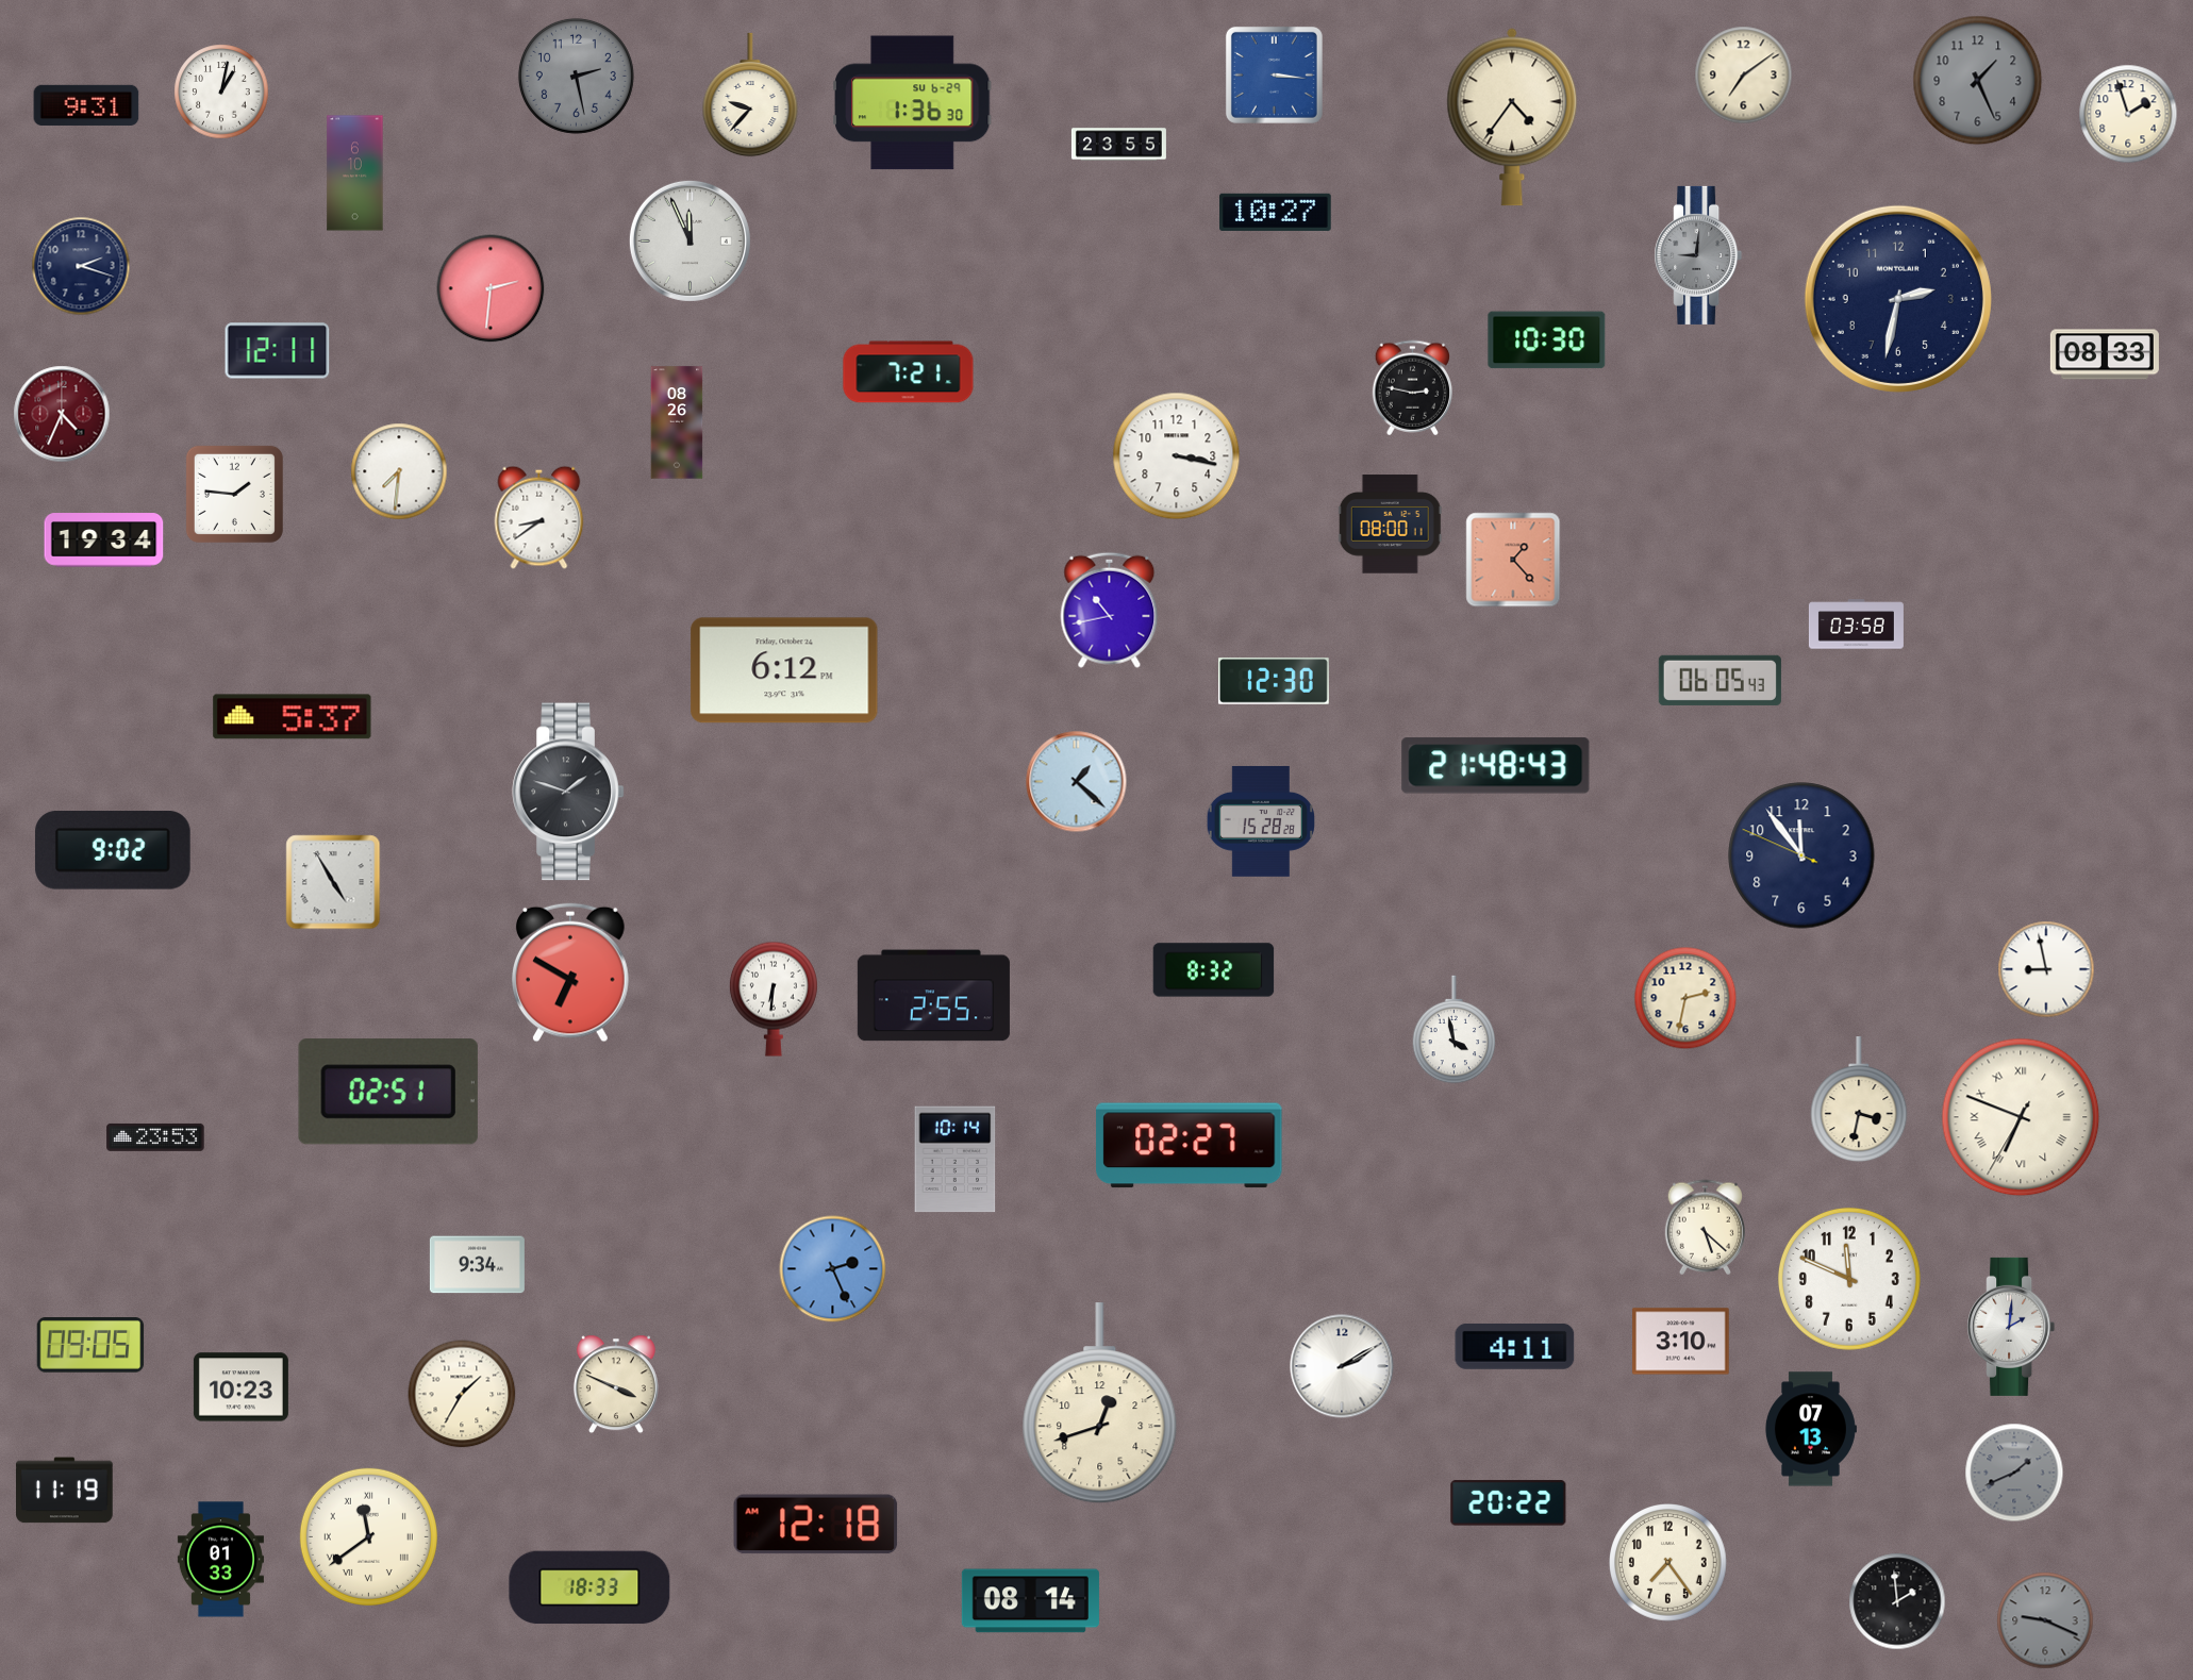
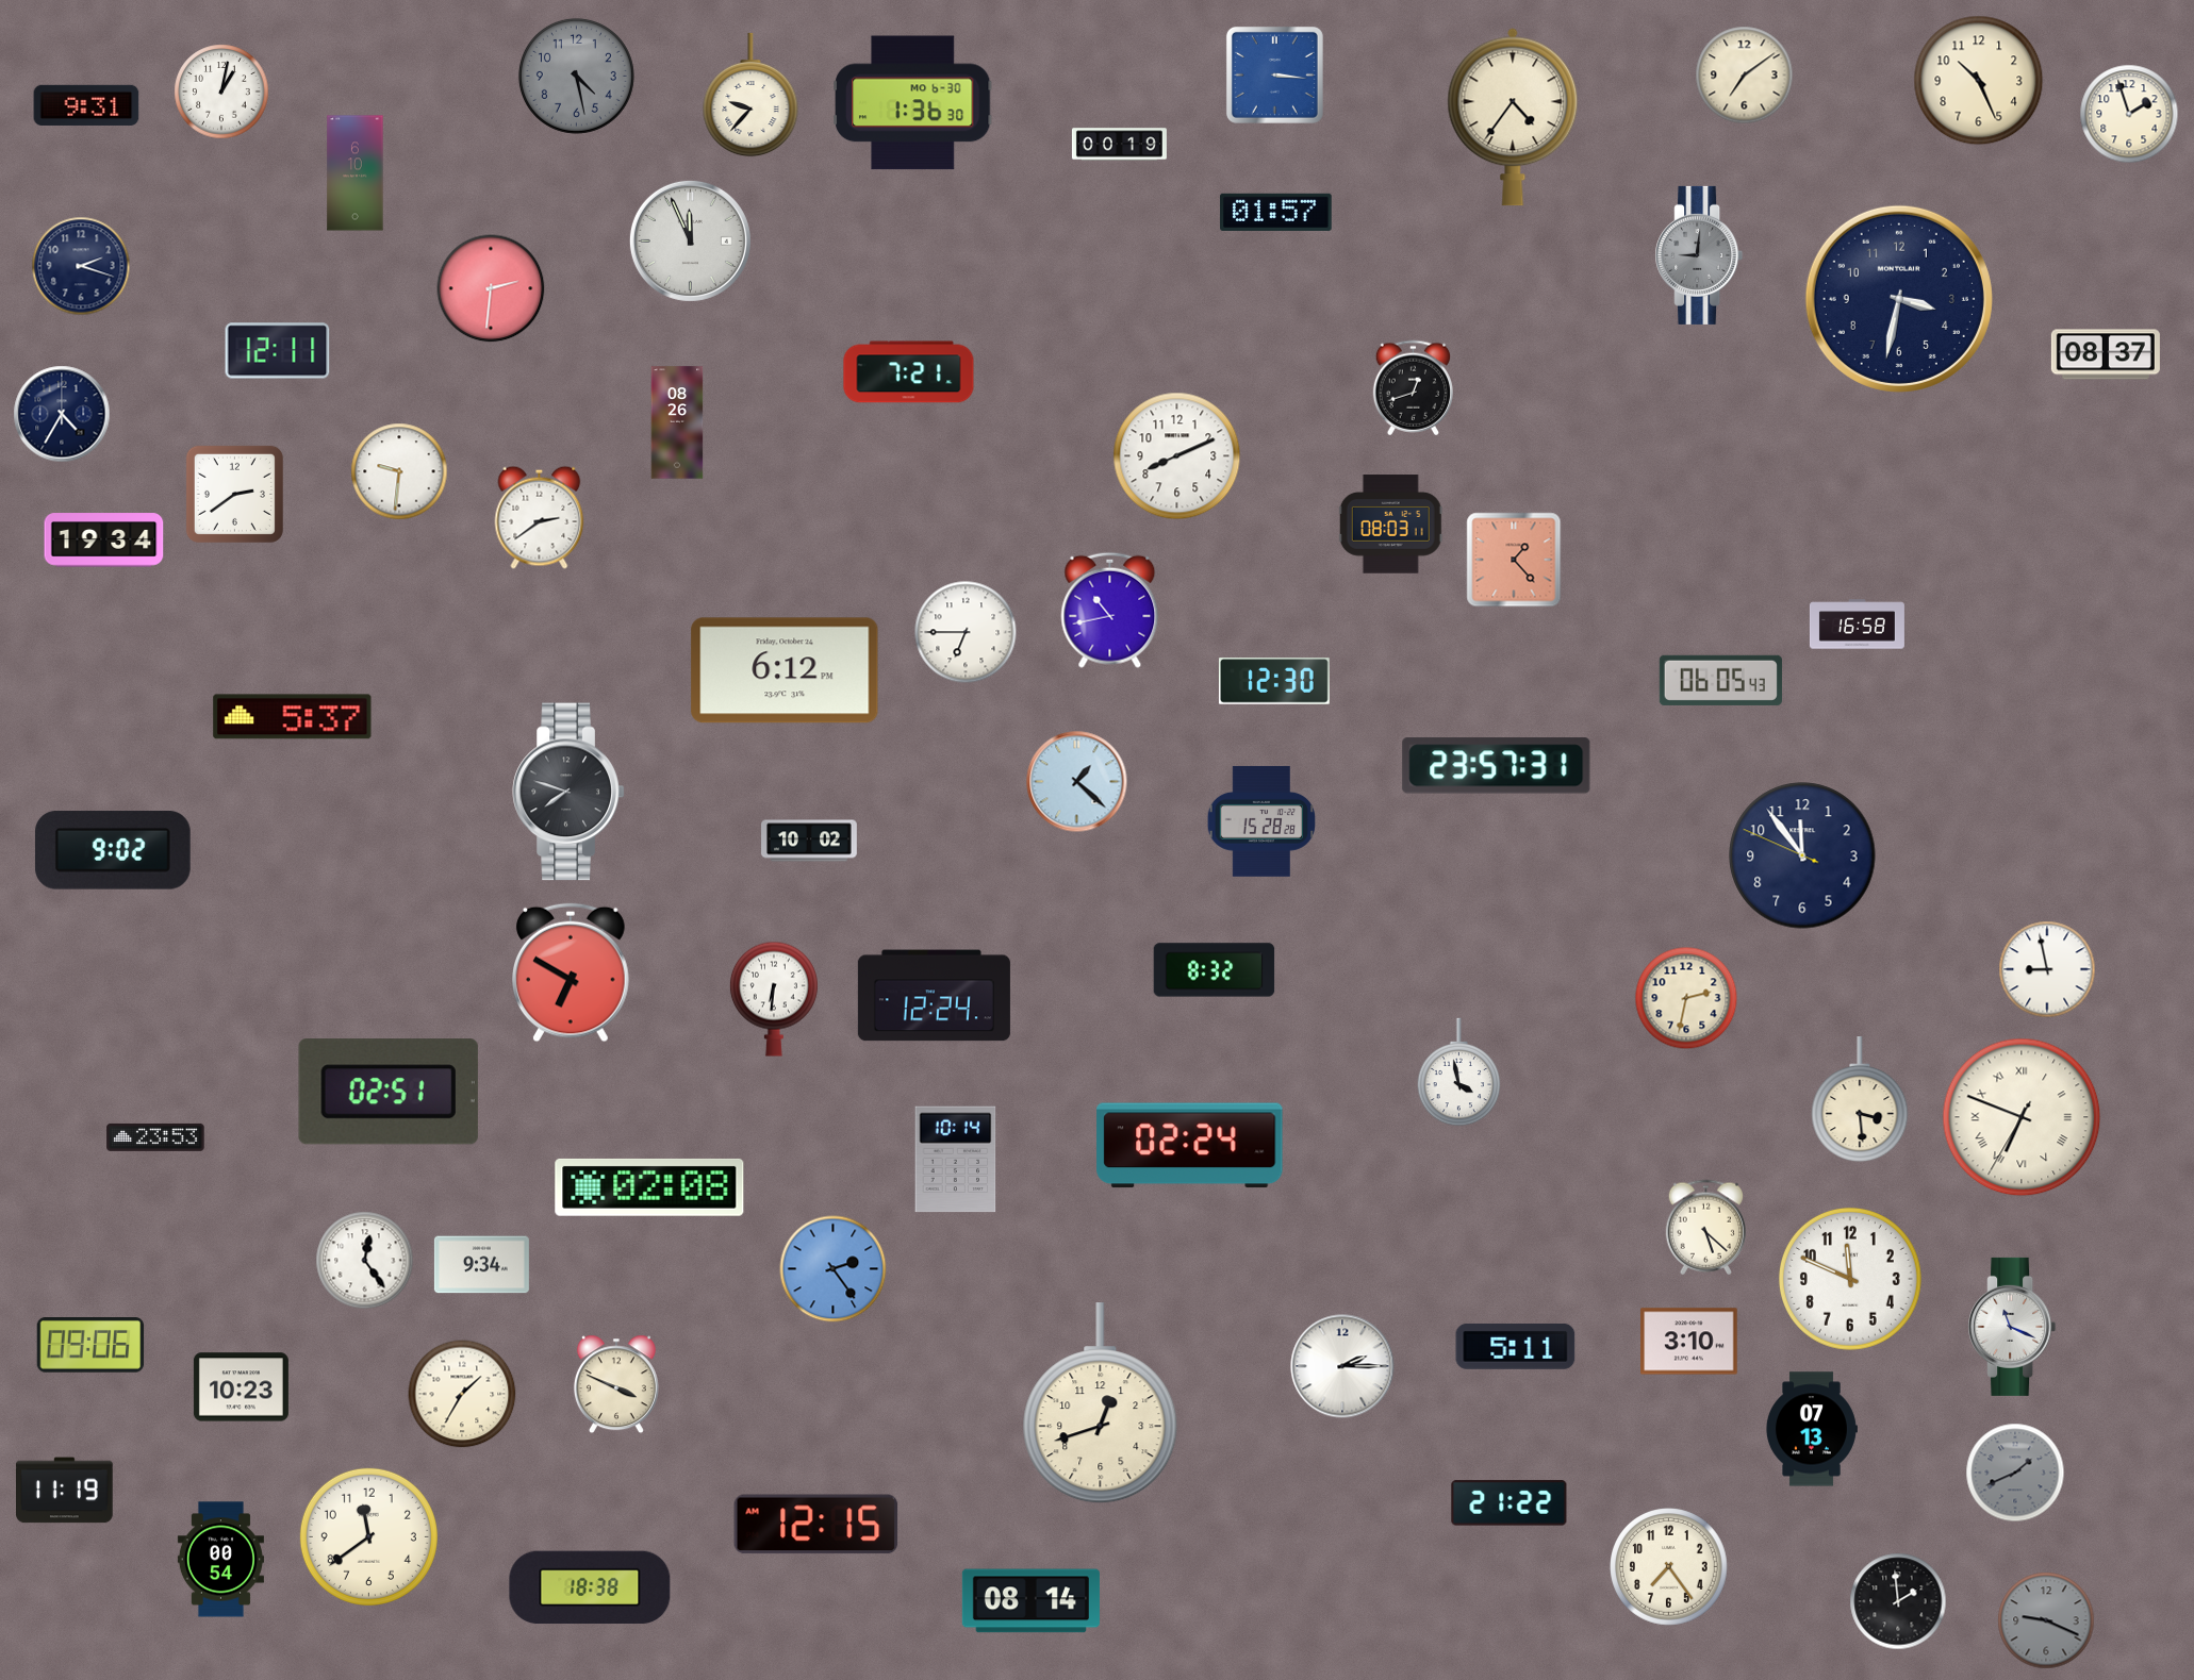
clock at (576, 76): 2:28 -> 4:28
clock at (1978, 81): 1:26 -> 10:26
clock at (1978, 81) dial: grey -> cream
clock at (912, 103) date: SU 6-29 -> MO 6-30
clock at (1118, 145): 23:55 -> 00:19
clock at (1276, 212): 10:27 -> 01:57
clock at (1898, 299): 2:32 -> 3:32
clock at (1547, 340): 10:30 -> none
clock at (2105, 354): 08:33 -> 08:37
clock at (1412, 388): 2:47 -> 12:42
clock at (62, 414): 4:34 -> 4:35
clock at (62, 414) dial: burgundy -> navy
clock at (1177, 456): 3:17 -> 8:11
clock at (399, 471): 7:31 -> 9:31
clock at (234, 494): 1:46 -> 2:39
clock at (539, 517): 8:39 -> 2:39
clock at (1390, 525): 08:00 -> 08:03
clock at (1856, 625): 03:58 -> 16:58
clock at (966, 632): none -> 6:45
clock at (1496, 766): 21:48 -> 23:57
clock at (568, 792): 1:48 -> 7:48
clock at (810, 841): none -> 10:02
clock at (333, 882): 4:55 -> none
clock at (933, 996): 2:55 -> 12:24
clock at (1455, 1030) position: (1455, 1030) -> (1459, 1072)
clock at (1859, 1100): 3:32 -> 3:29
clock at (1190, 1146): 02:27 -> 02:24
clock at (649, 1187): none -> 02:08
clock at (365, 1261): none -> 12:24
clock at (477, 1265) position: (477, 1265) -> (481, 1265)
clock at (833, 1269): 2:26 -> 2:24
clock at (2011, 1327): 2:01 -> 11:19
clock at (1681, 1342) position: (1681, 1342) -> (1689, 1342)
clock at (90, 1346): 09:05 -> 09:06
clock at (1515, 1346): 4:11 -> 5:11
clock at (1342, 1366): 2:10 -> 2:15
clock at (1509, 1503): 20:22 -> 21:22
clock at (816, 1525): 12:18 -> 12:15
clock at (368, 1536) numerals: Roman -> Arabic
clock at (220, 1560): 01:33 -> 00:54
clock at (1668, 1563) position: (1668, 1563) -> (1669, 1567)
clock at (589, 1587): 18:33 -> 18:38
